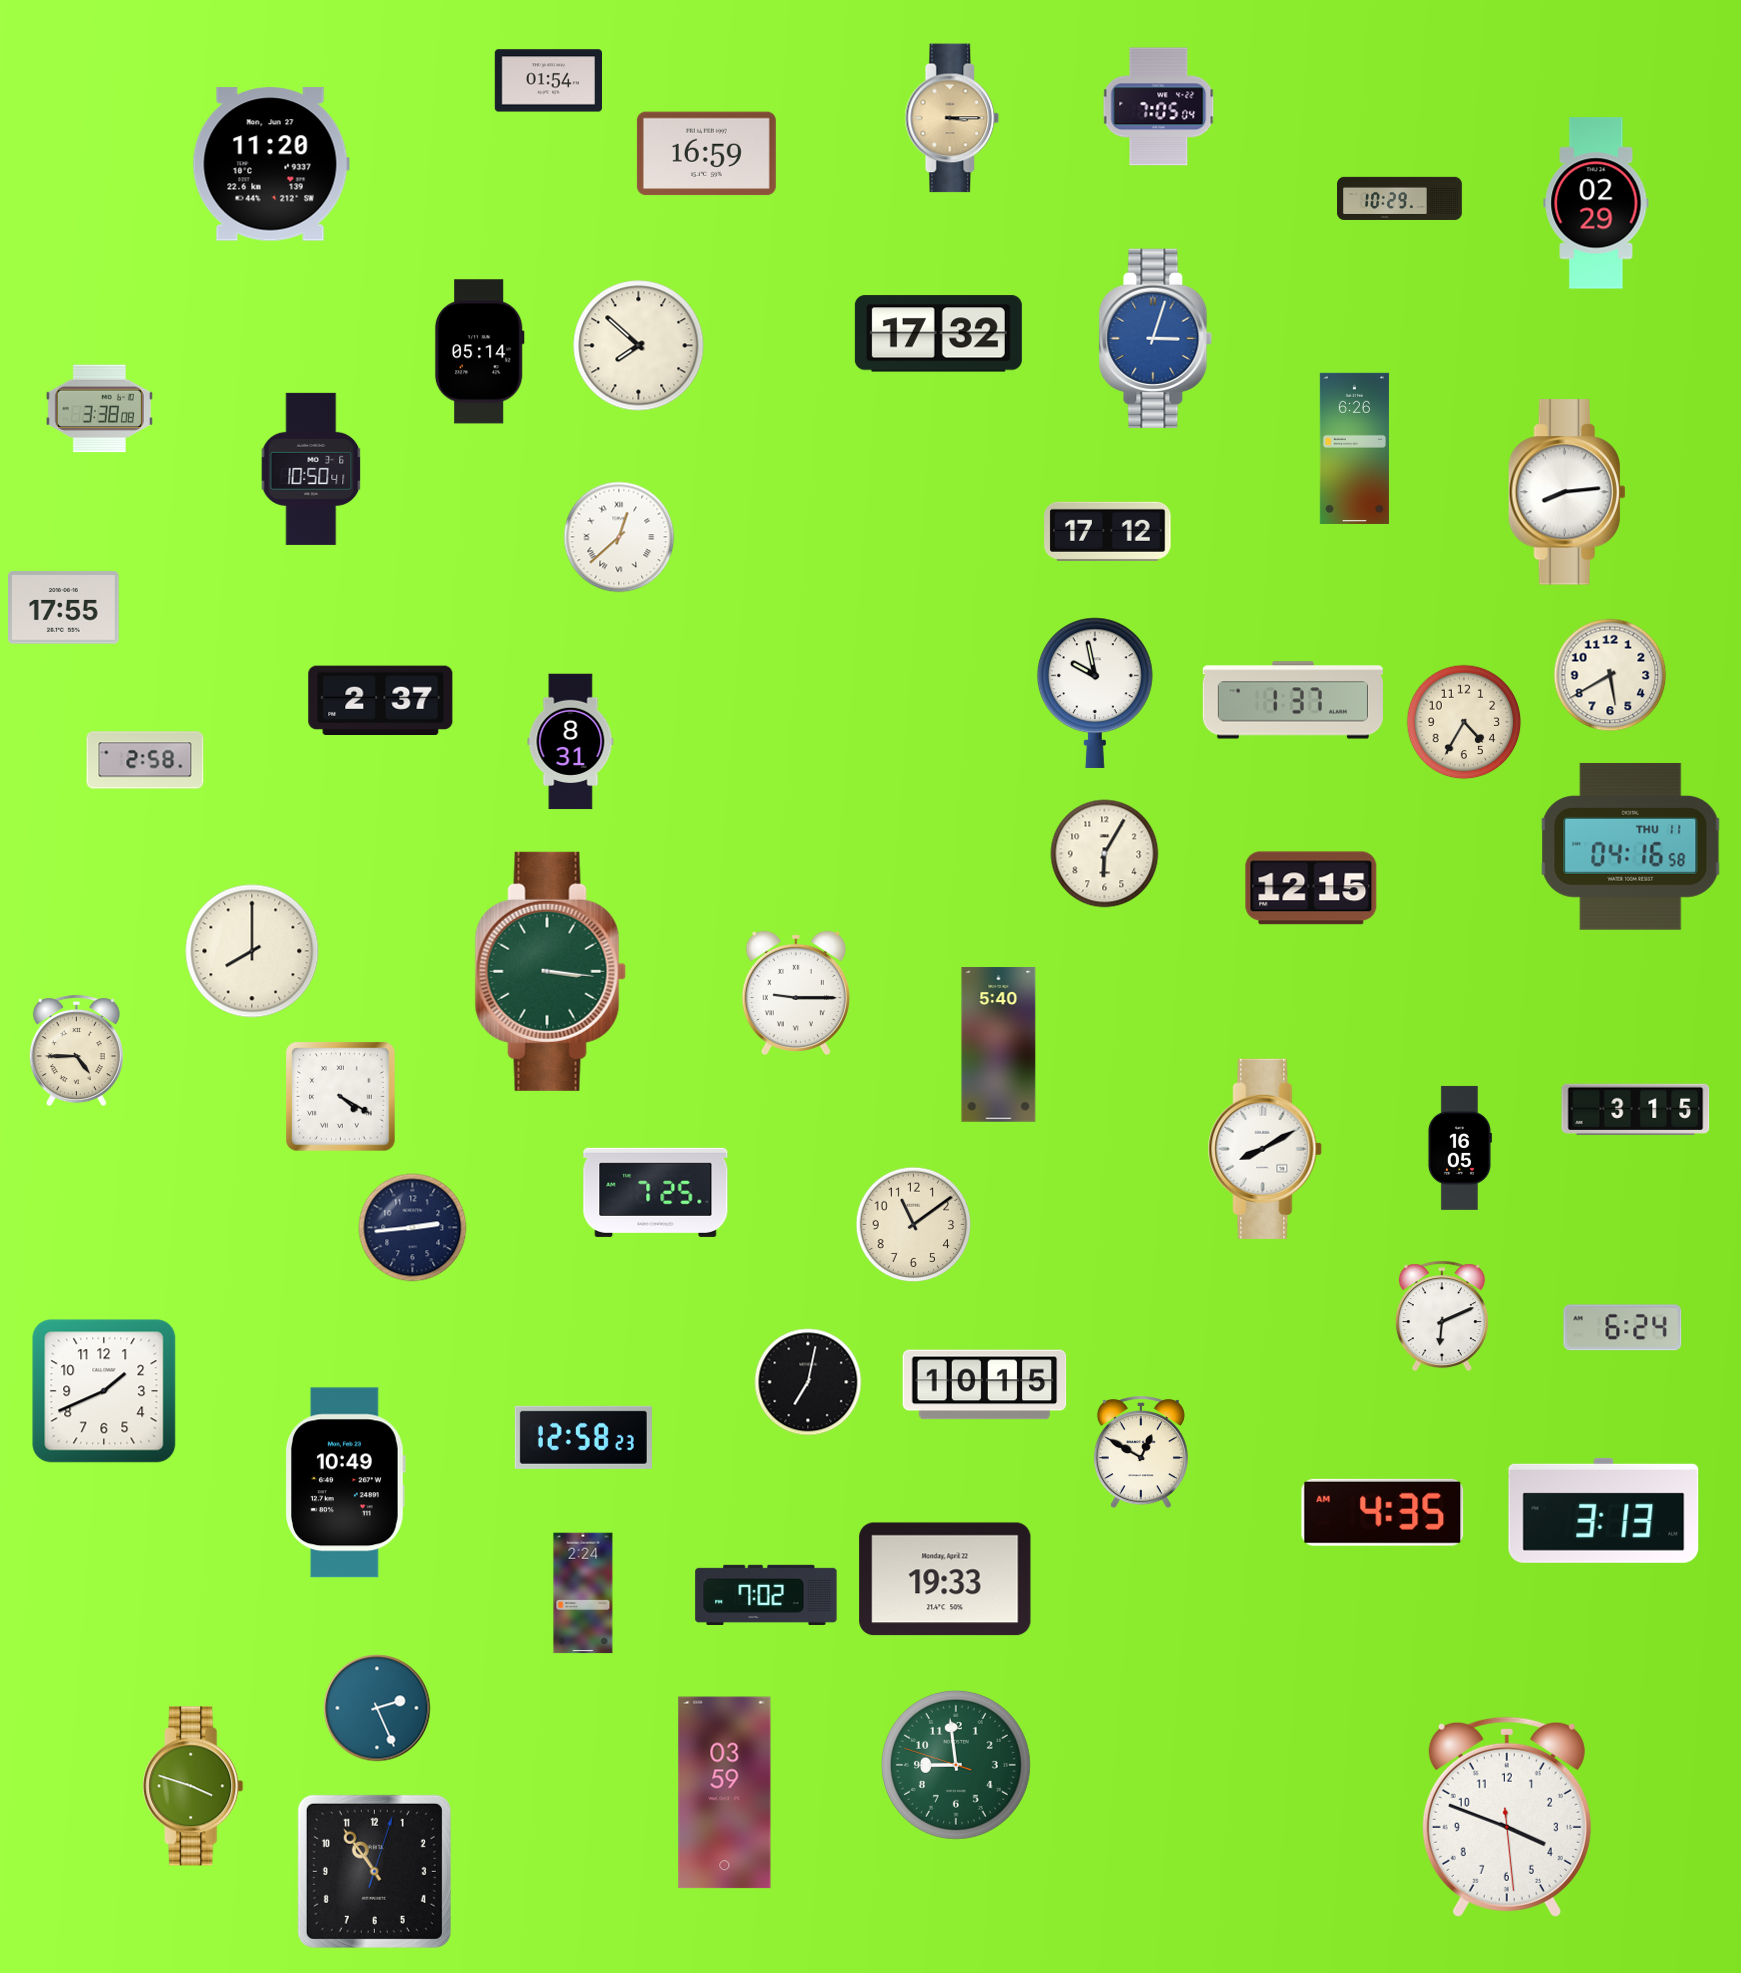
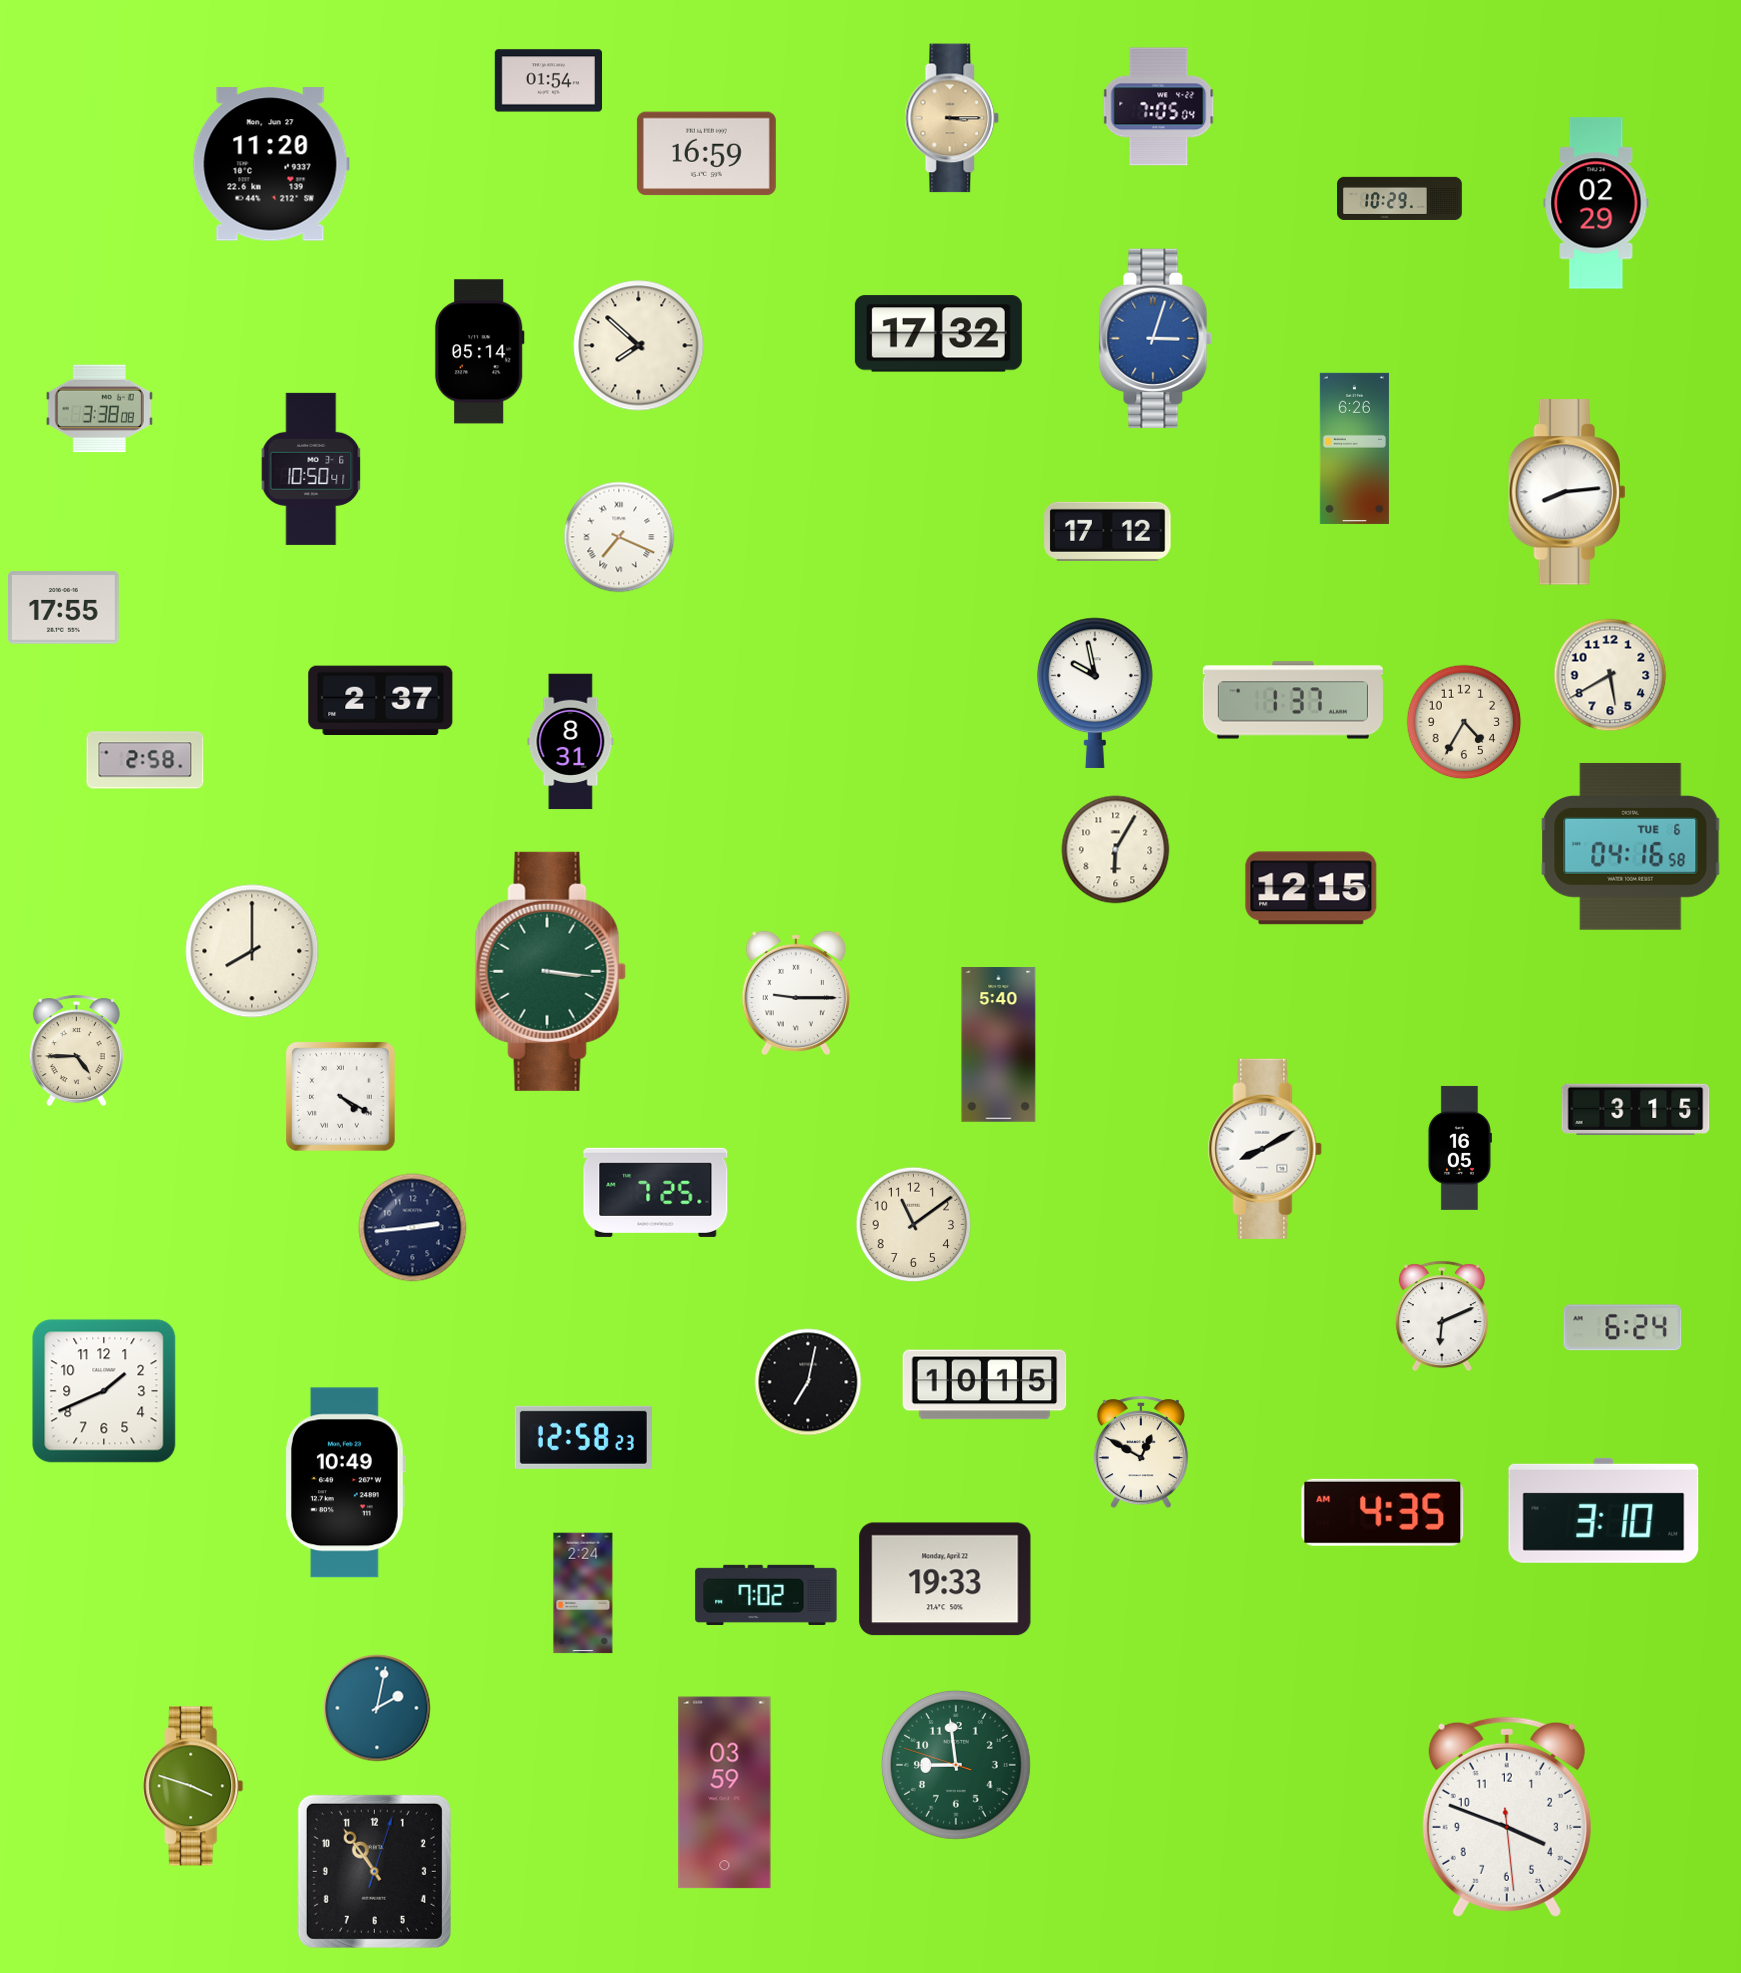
clock at (619, 537): 12:38 -> 7:19
clock at (1631, 846) date: THU 11 -> TUE 6
clock at (1105, 854) position: (1105, 854) -> (1116, 850)
clock at (1604, 1510): 3:13 -> 3:10
clock at (377, 1708): 2:26 -> 2:02
